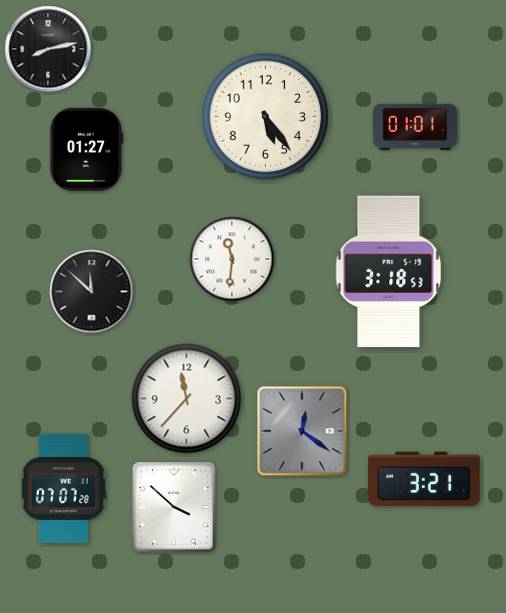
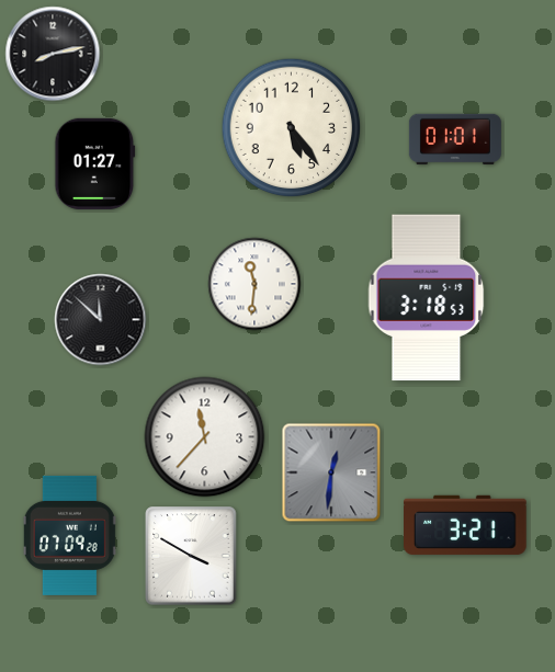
clock at (302, 431): 12:21 -> 12:31
clock at (63, 488): 07:07 -> 07:09
clock at (174, 507): 3:52 -> 3:50
